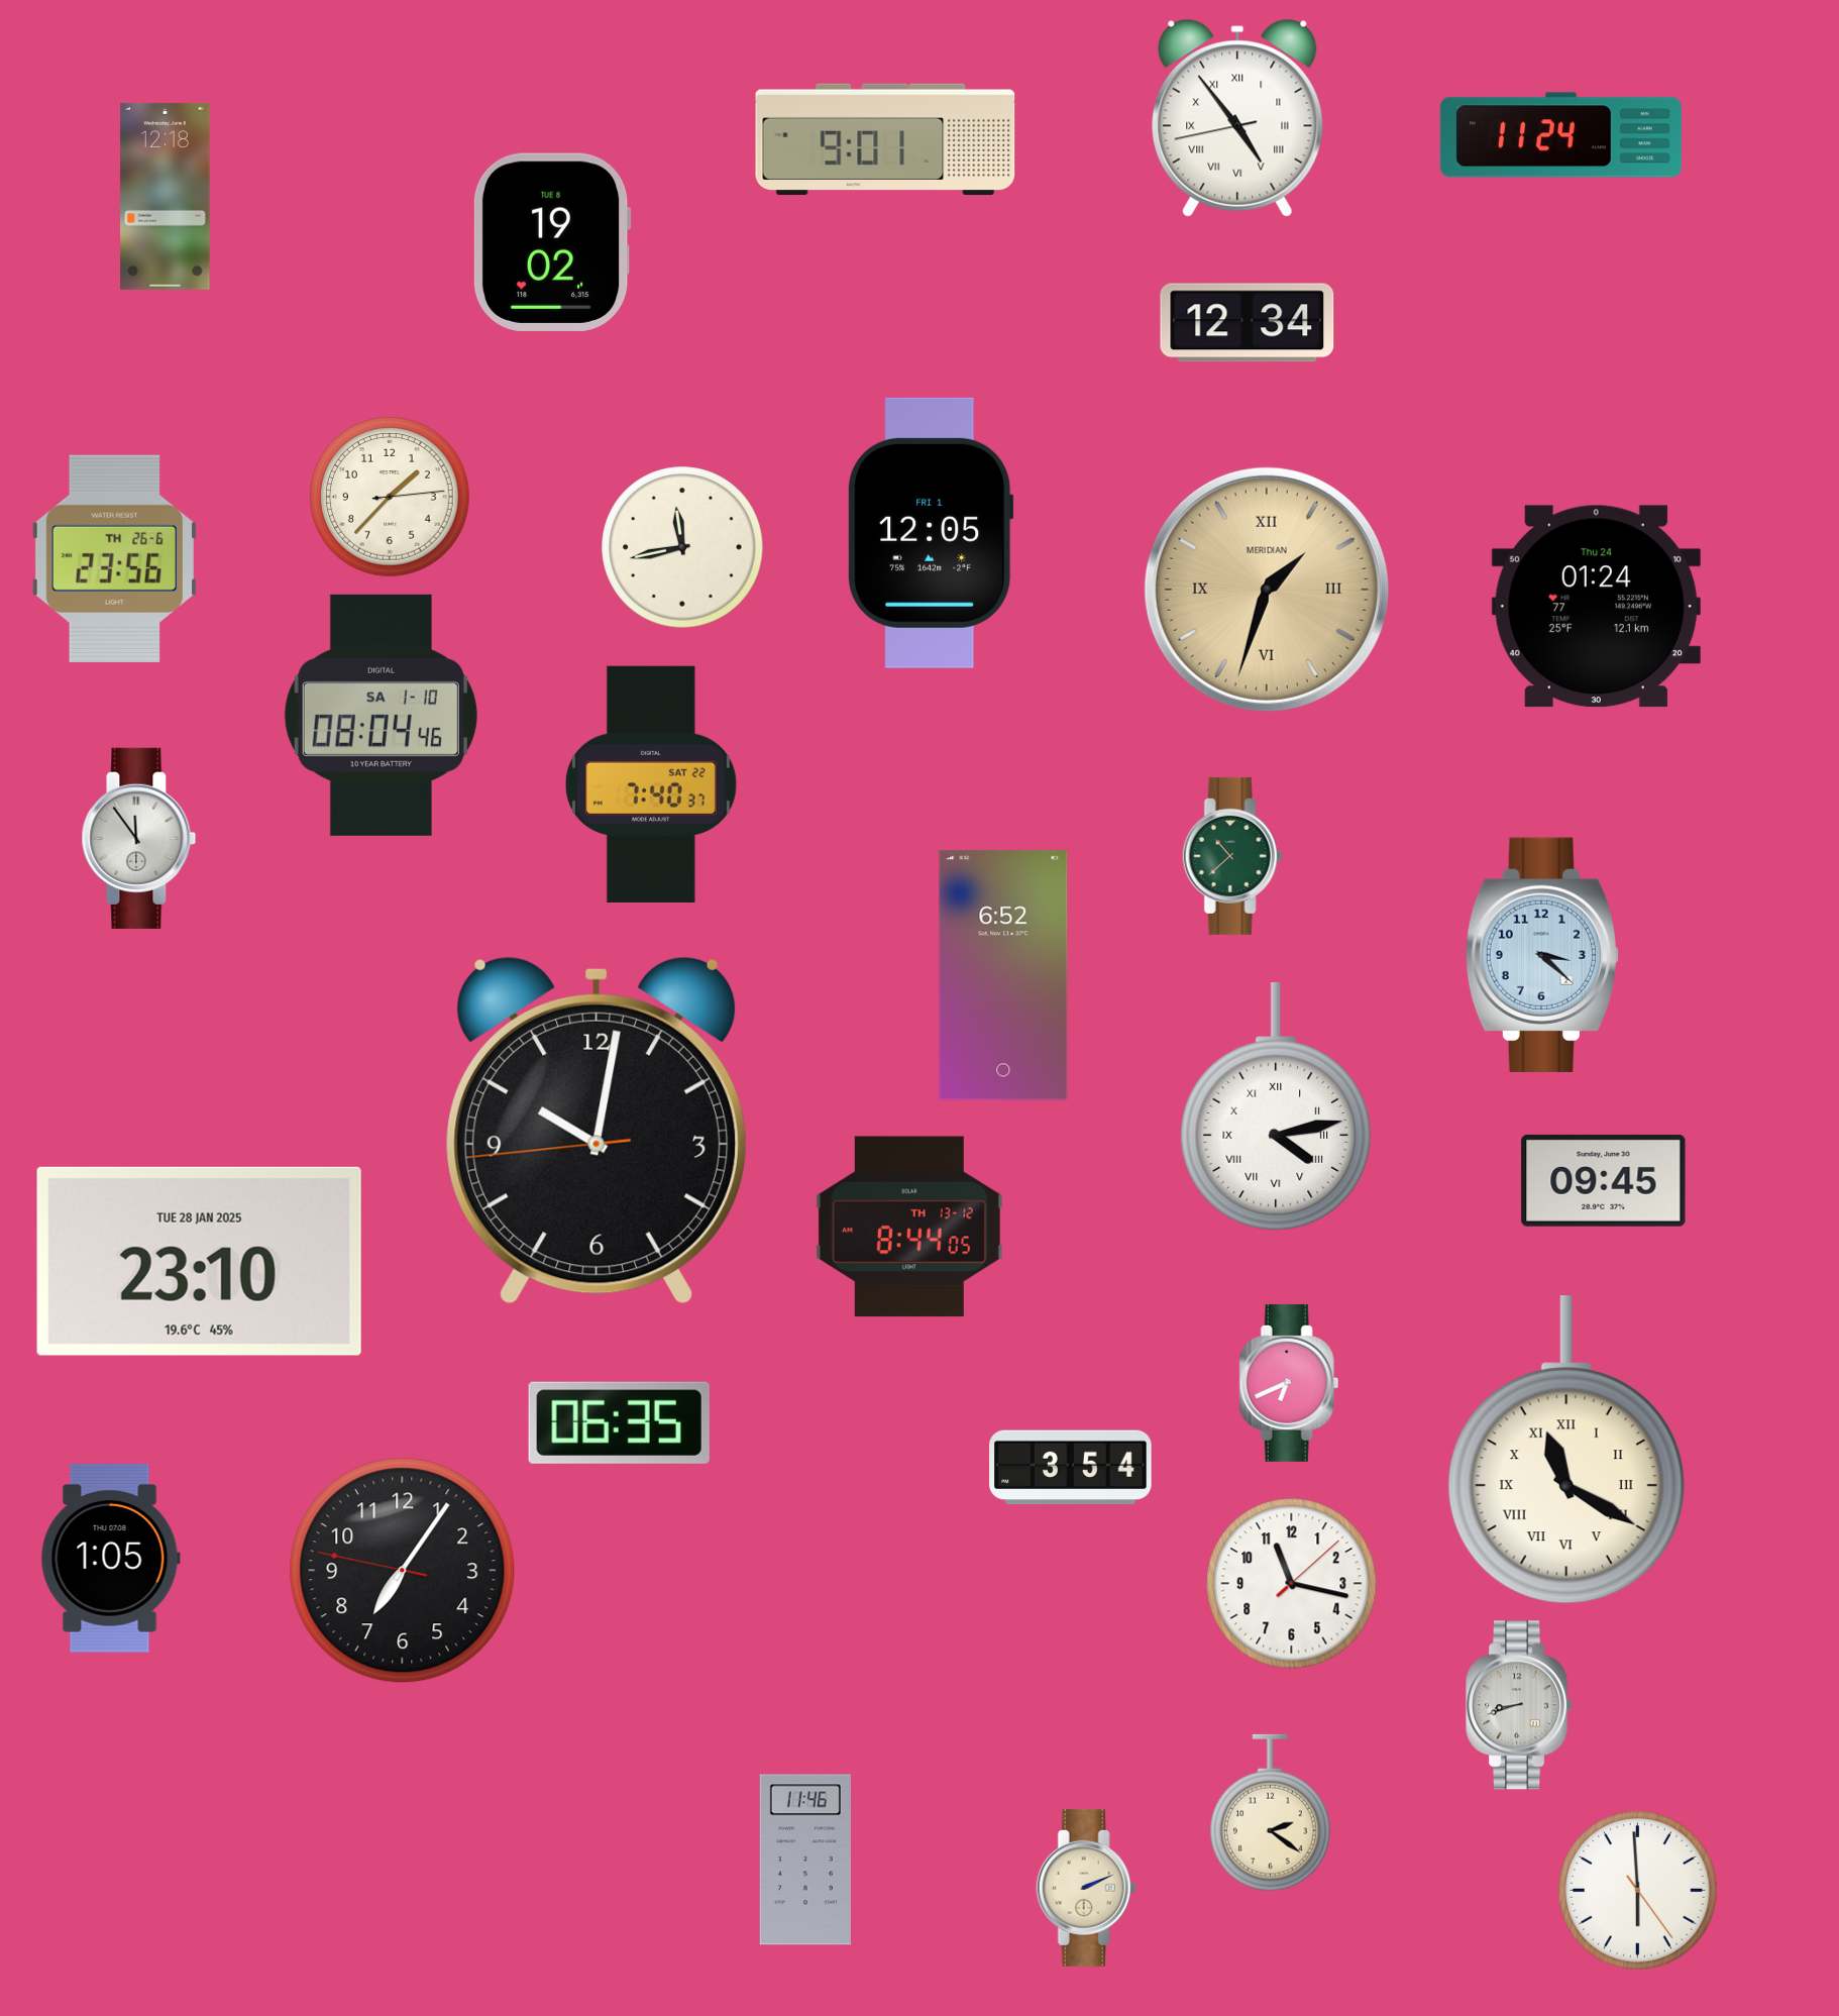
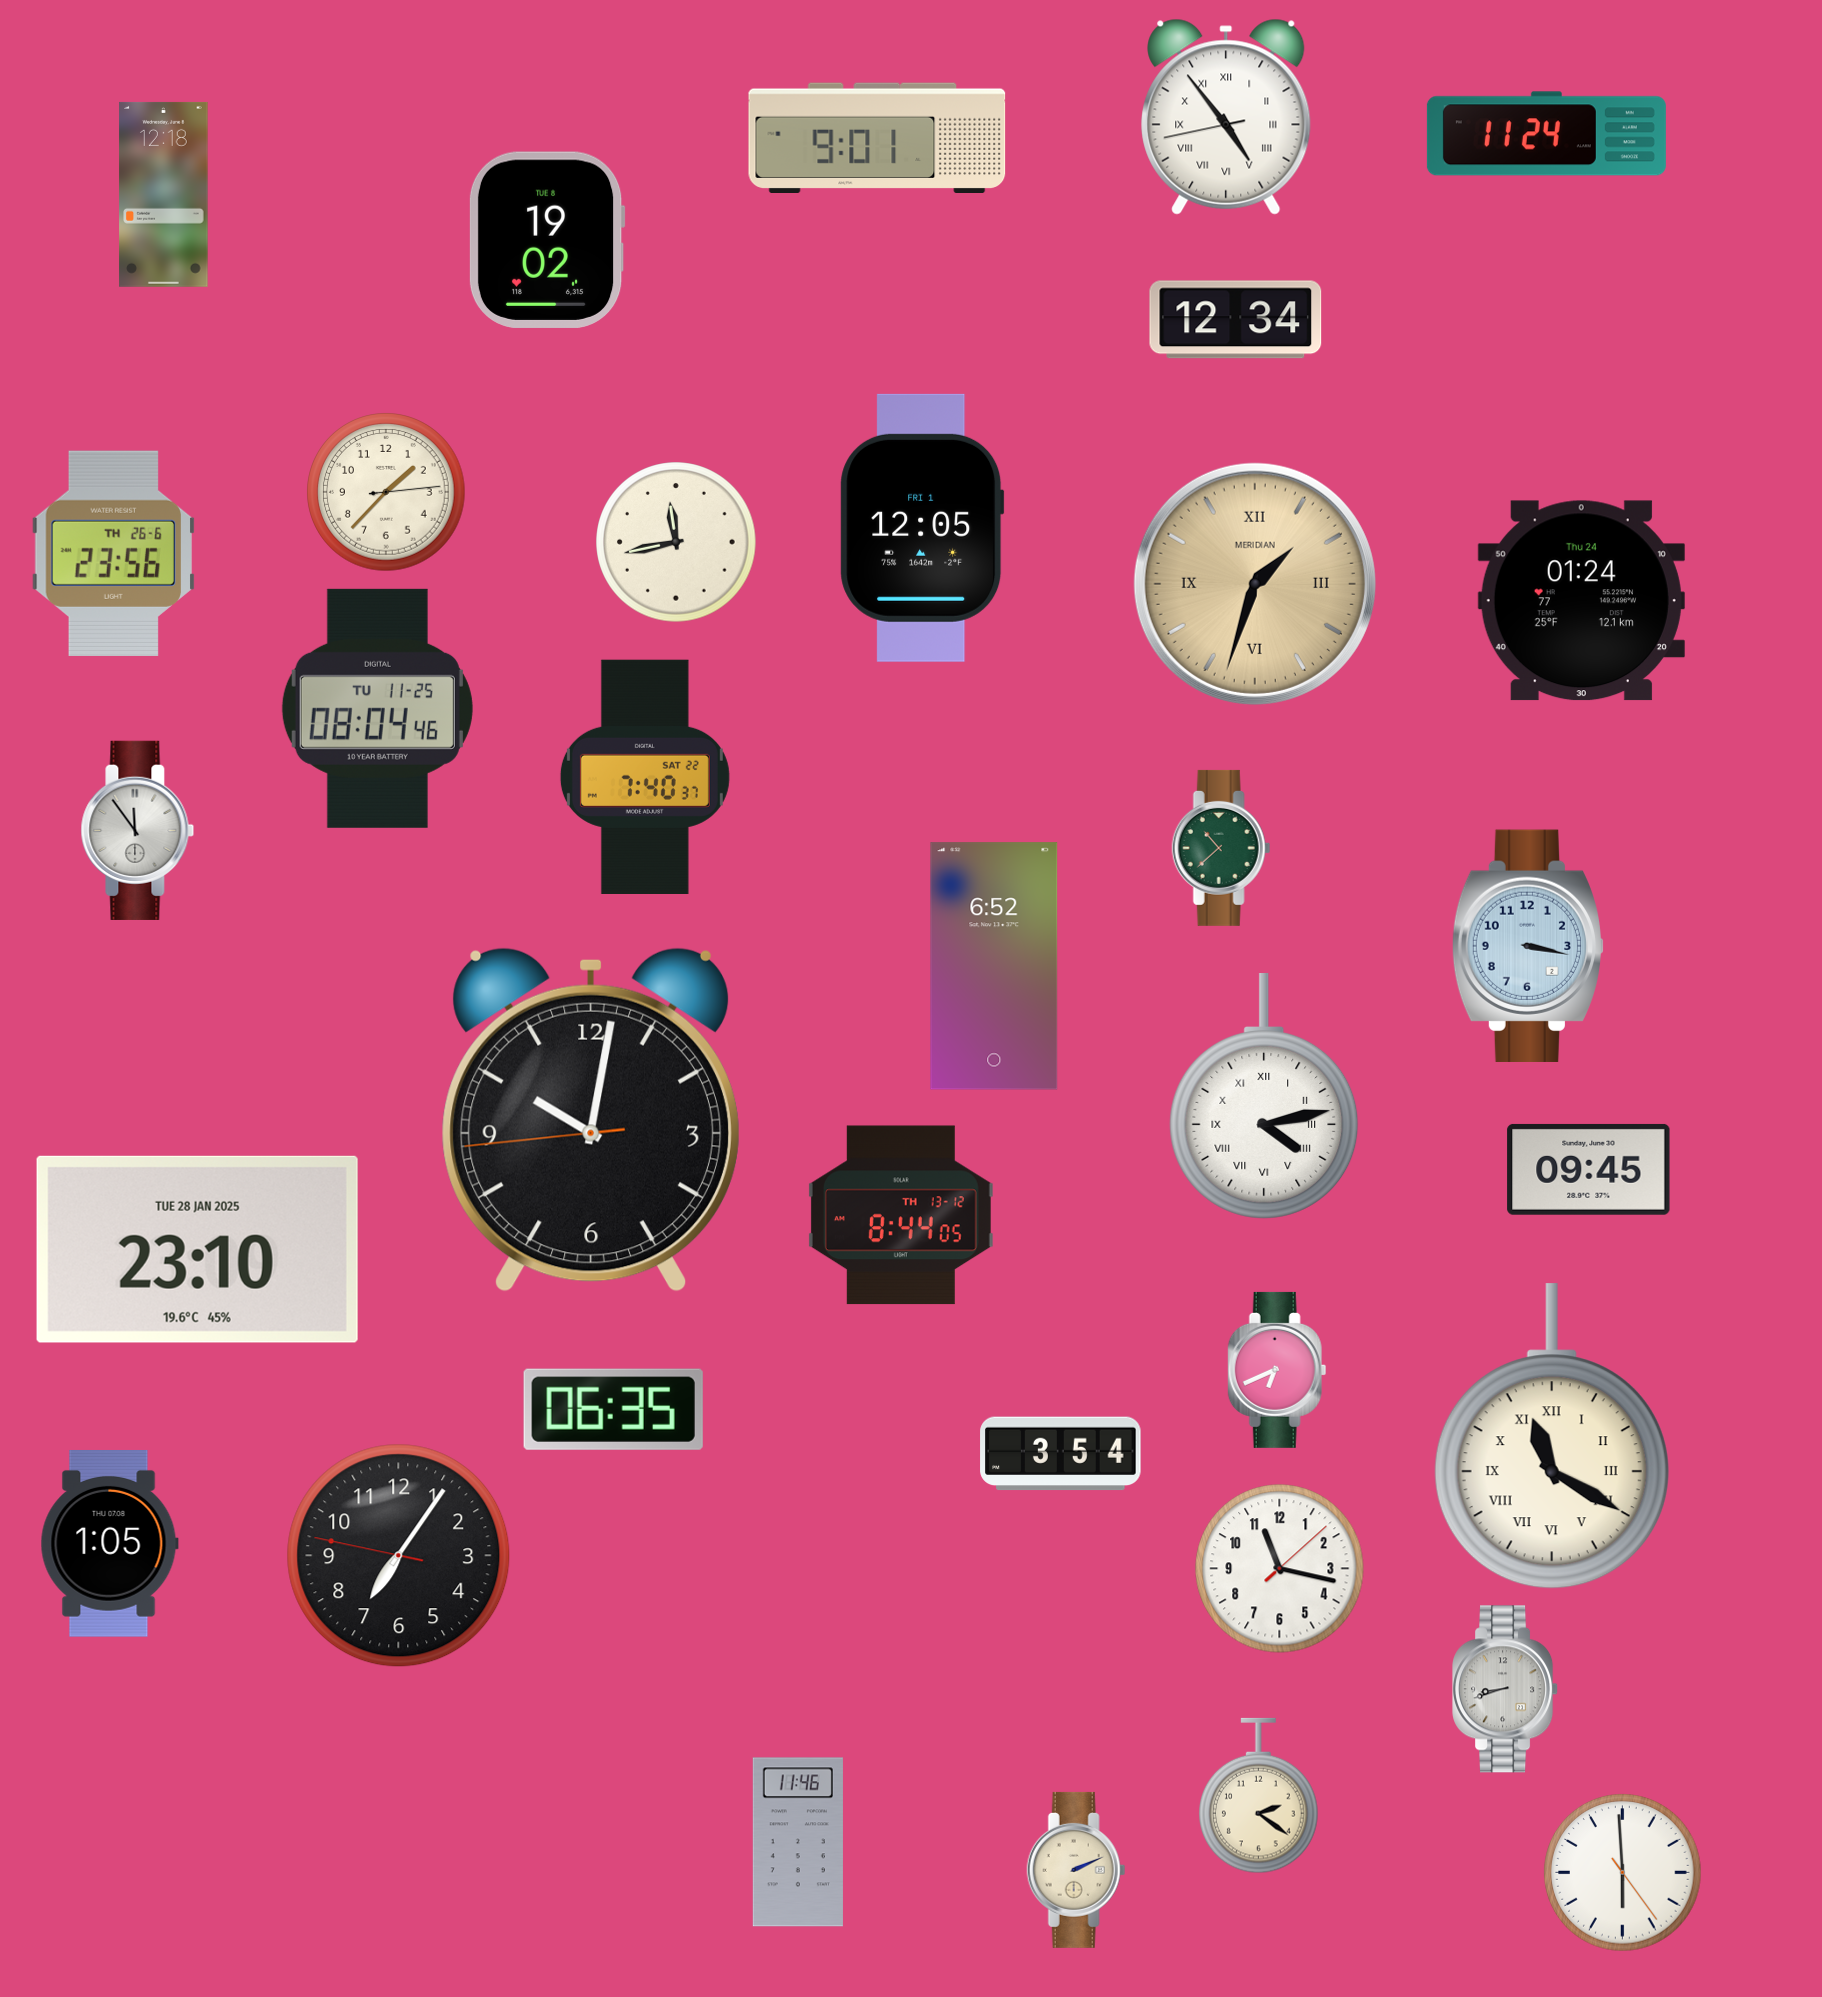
clock at (381, 715) date: SA 1-10 -> TU 11-25
clock at (1541, 955): 3:22 -> 3:17
